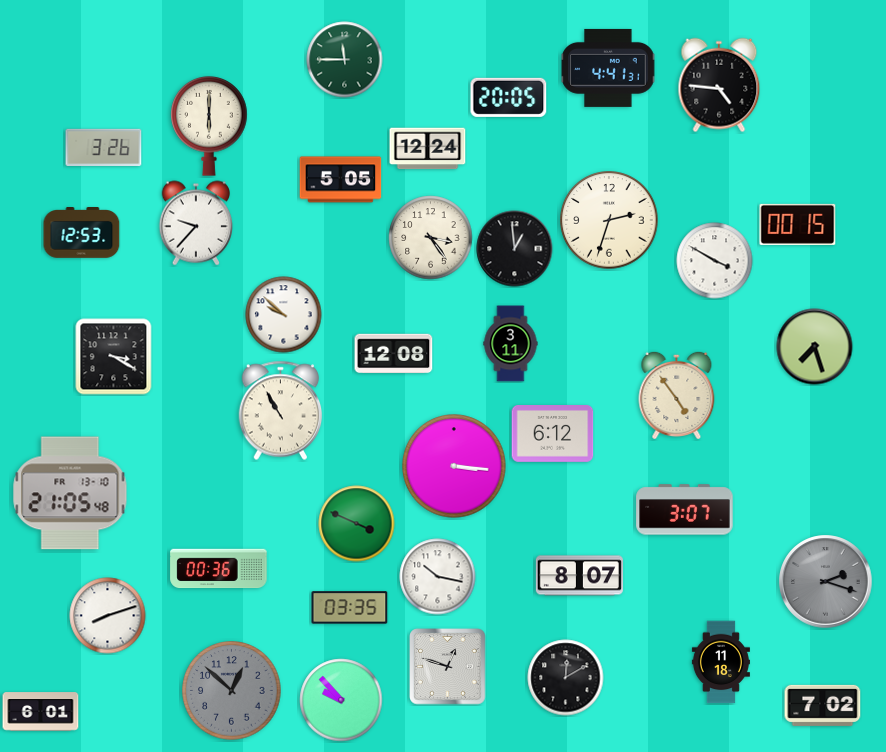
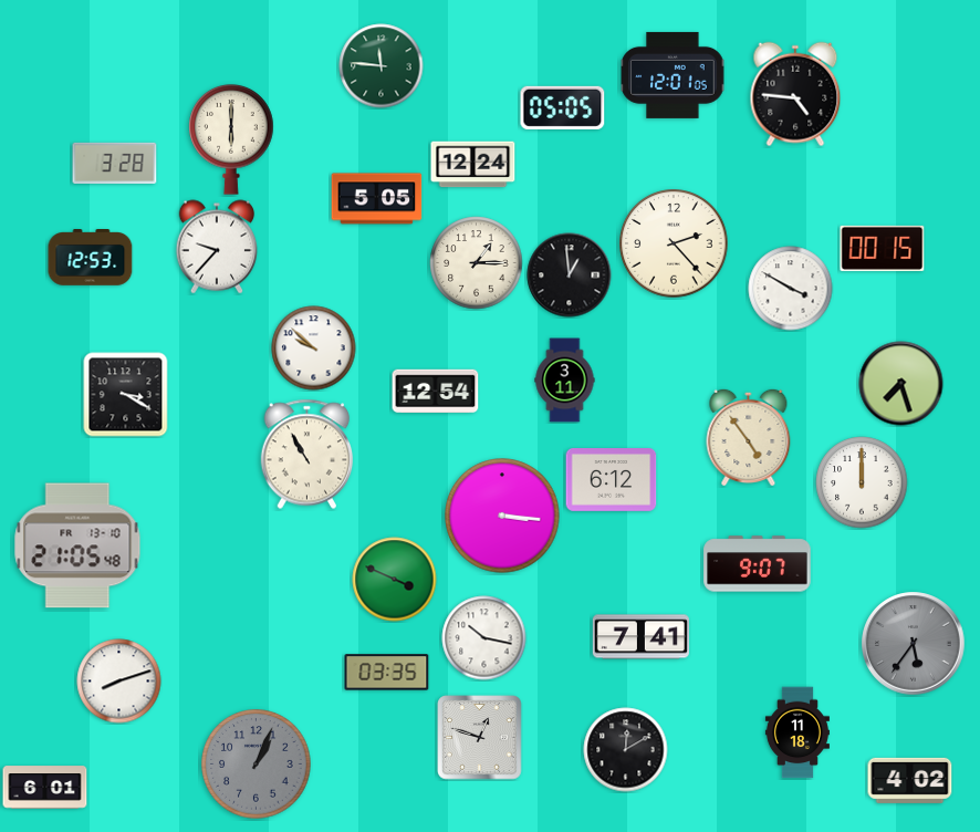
clock at (345, 60): 11:45 -> 11:46
clock at (608, 68): 4:41 -> 12:01
clock at (509, 97): 20:05 -> 05:05
clock at (104, 147): 3:26 -> 3:28
clock at (609, 220): 2:33 -> 2:23
clock at (431, 238): 3:24 -> 1:15
clock at (394, 354): 12:08 -> 12:54
clock at (281, 411) position: (281, 411) -> (307, 455)
clock at (862, 482): none -> 12:00
clock at (685, 510): 3:07 -> 9:07
clock at (219, 569): 00:36 -> none
clock at (579, 576): 8:07 -> 7:41
clock at (826, 582): 2:18 -> 5:36
clock at (448, 667) position: (448, 667) -> (480, 738)
clock at (232, 691): 12:52 -> 1:04
clock at (341, 700): 9:53 -> none
clock at (823, 705): 7:02 -> 4:02
